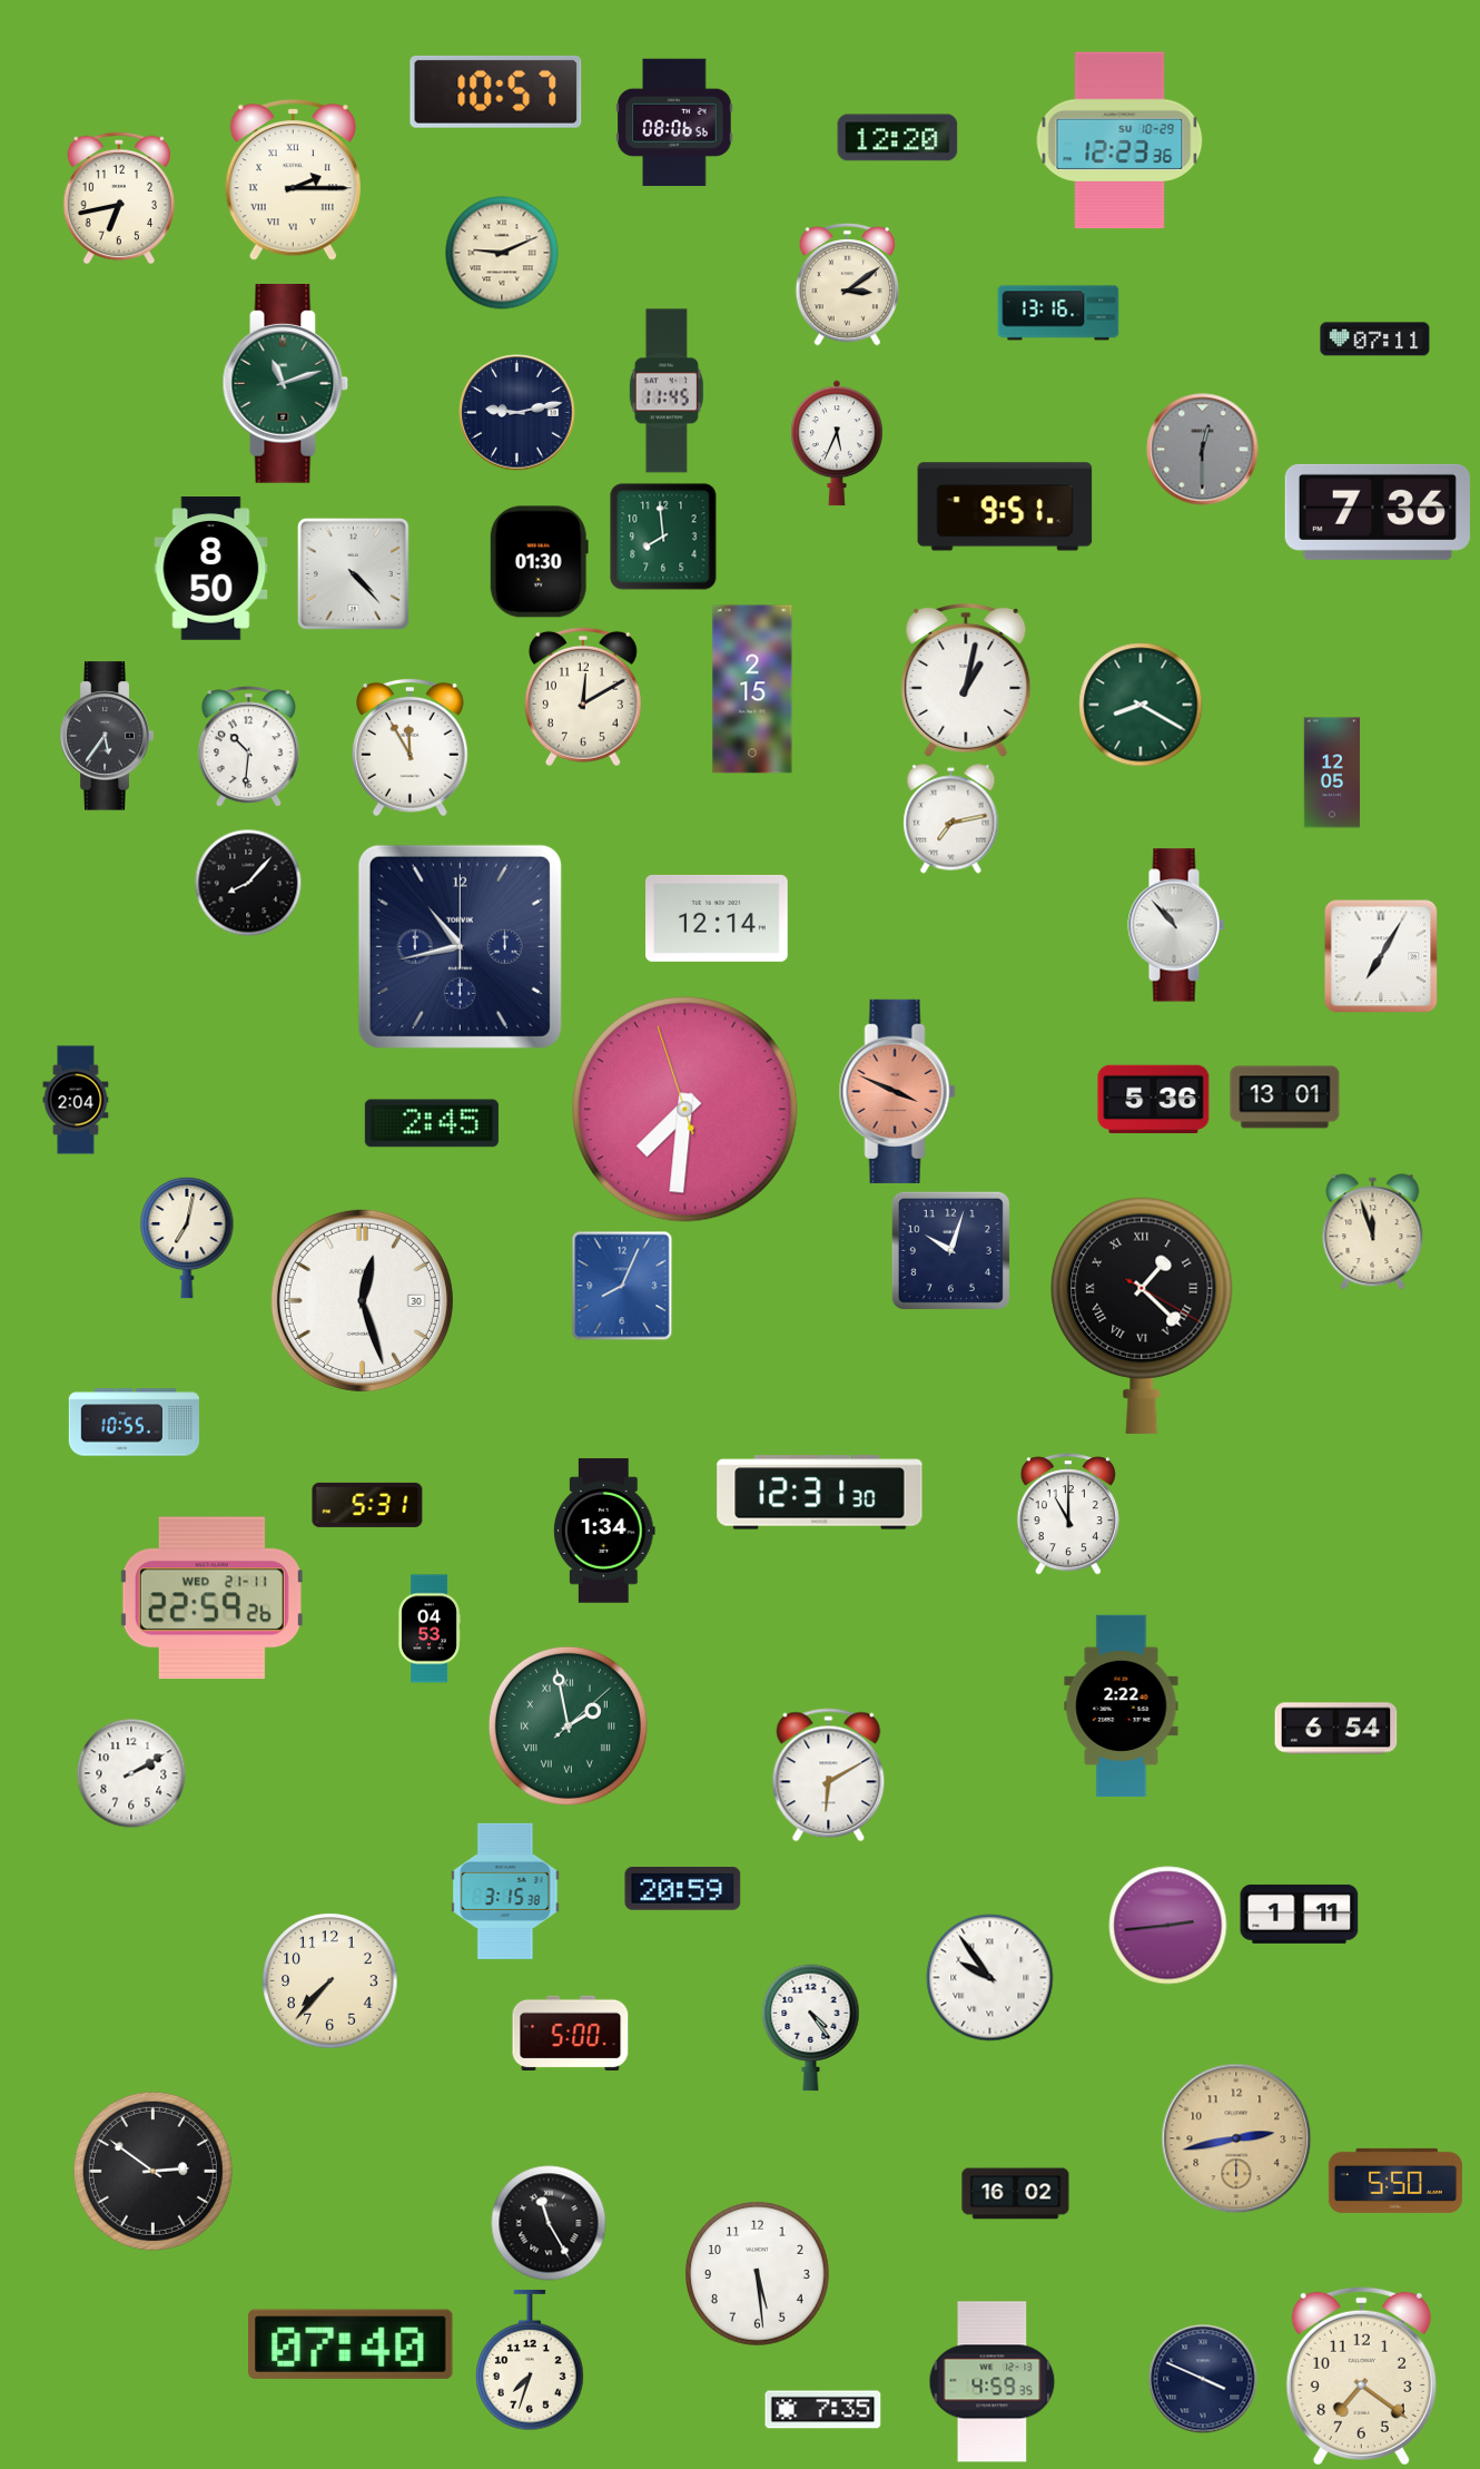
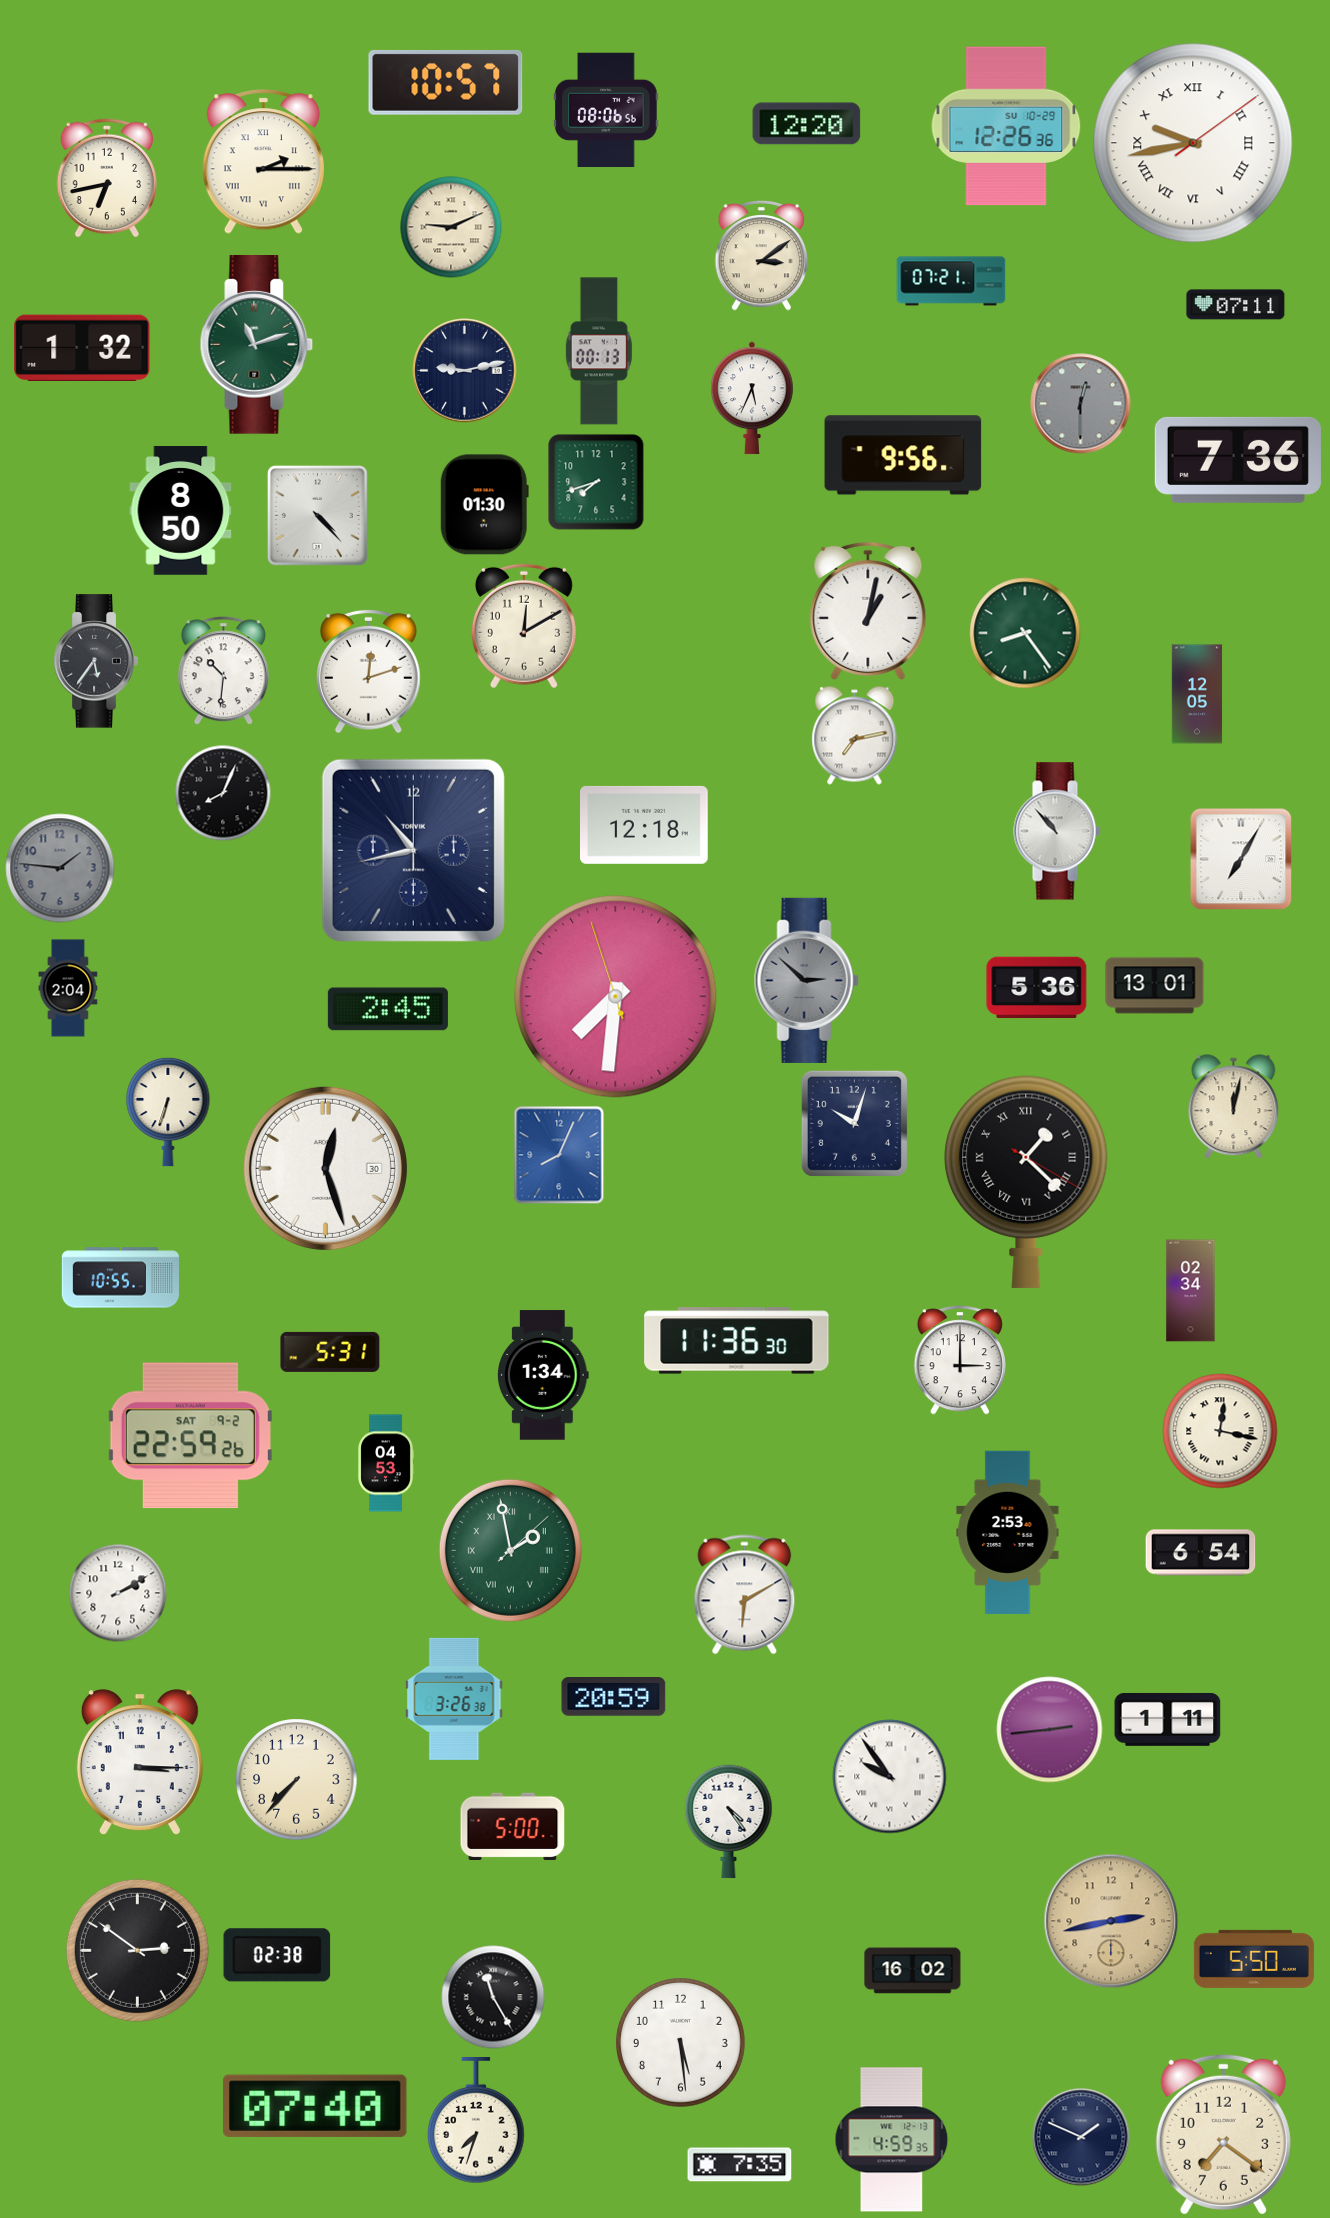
clock at (1119, 140): 12:23 -> 12:26
clock at (1193, 143): none -> 9:43
clock at (1058, 313): 13:16 -> 07:21
clock at (82, 348): none -> 1:32
clock at (667, 391): 11:45 -> 00:13
clock at (1005, 506): 9:51 -> 9:56
clock at (663, 537): 7:59 -> 7:42
clock at (211, 569) position: (211, 569) -> (181, 511)
clock at (752, 689): 2:15 -> none
clock at (1141, 705): 8:20 -> 8:24
clock at (411, 747): 11:55 -> 12:12
clock at (248, 883): 8:07 -> 8:04
clock at (718, 918): 12:14 -> 12:18
clock at (60, 868): none -> 1:46
clock at (897, 1091): 3:49 -> 2:52
clock at (897, 1091) dial: salmon -> grey
clock at (1373, 1232): 11:57 -> 12:02
clock at (187, 1238): 7:02 -> 6:33
clock at (1191, 1291): none -> 02:34
clock at (820, 1493): 12:31 -> 11:36
clock at (1068, 1514): 11:00 -> 3:00
clock at (1220, 1431): none -> 12:17
clock at (211, 1599) date: WED 21-11 -> SAT 9-2
clock at (1122, 1706): 2:22 -> 2:53
clock at (505, 1891): 3:15 -> 3:26
clock at (140, 1763): none -> 3:15
clock at (277, 1955): none -> 02:38
clock at (1203, 2379): 3:49 -> 1:49
